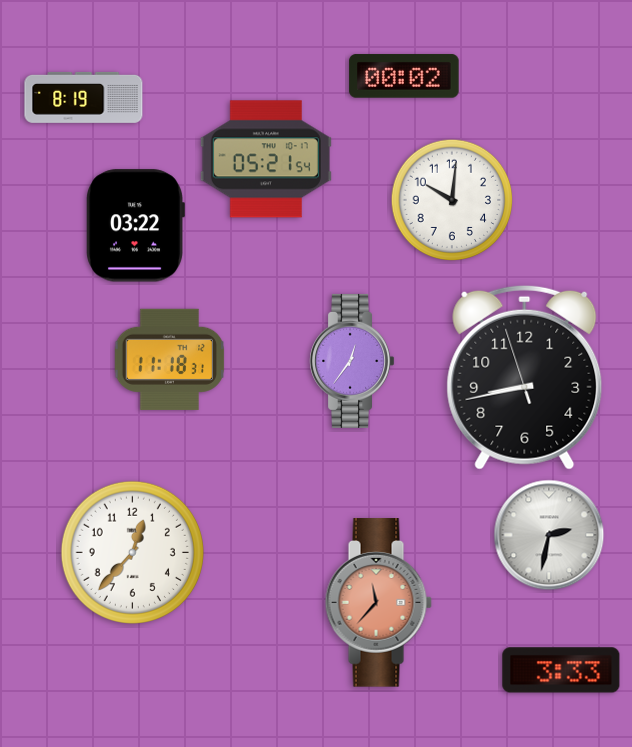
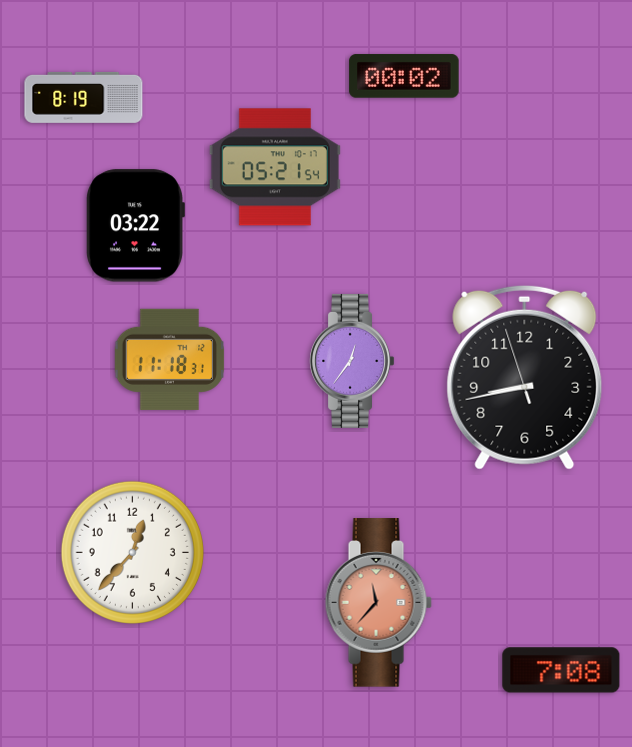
clock at (266, 159) position: (266, 159) -> (275, 167)
clock at (452, 200): 10:01 -> none
clock at (549, 535): 2:32 -> none
clock at (561, 670): 3:33 -> 7:08
